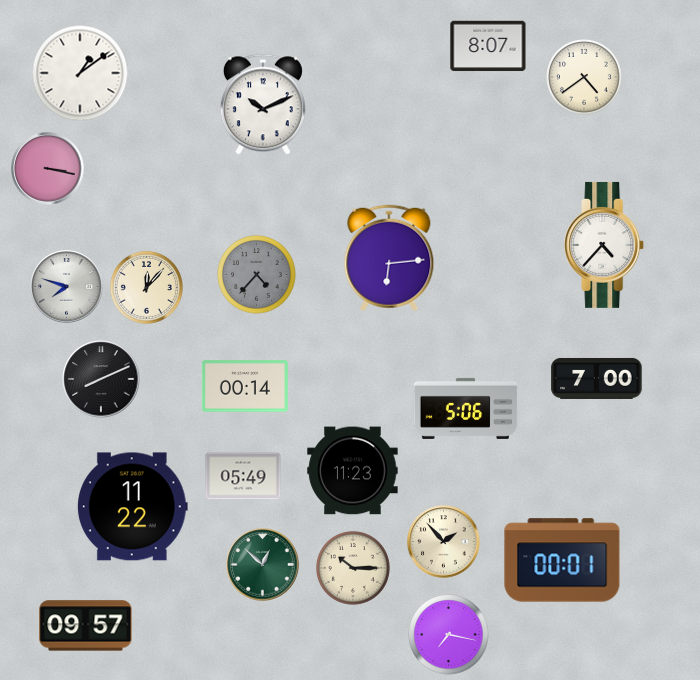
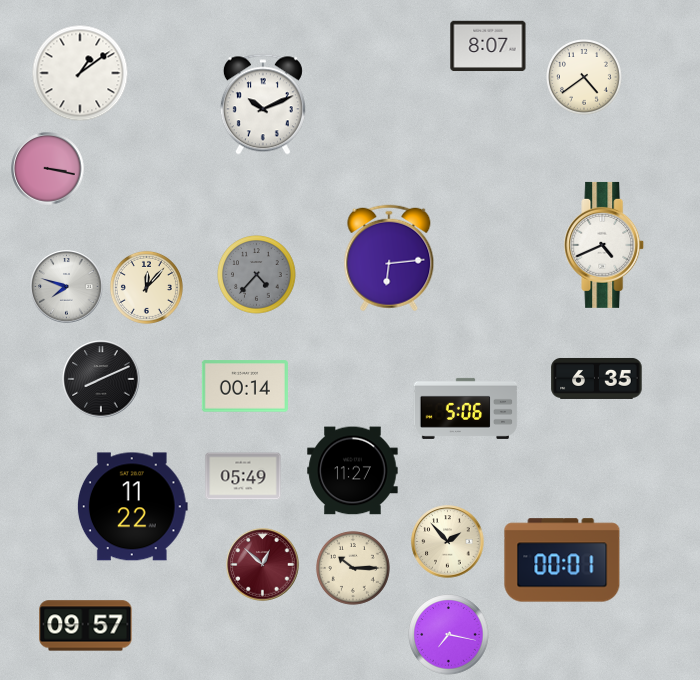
clock at (605, 245): 4:37 -> 4:41
clock at (597, 378): 7:00 -> 6:35
clock at (353, 471): 11:23 -> 11:27
clock at (444, 542) position: (444, 542) -> (448, 542)
clock at (263, 565) dial: green -> burgundy
